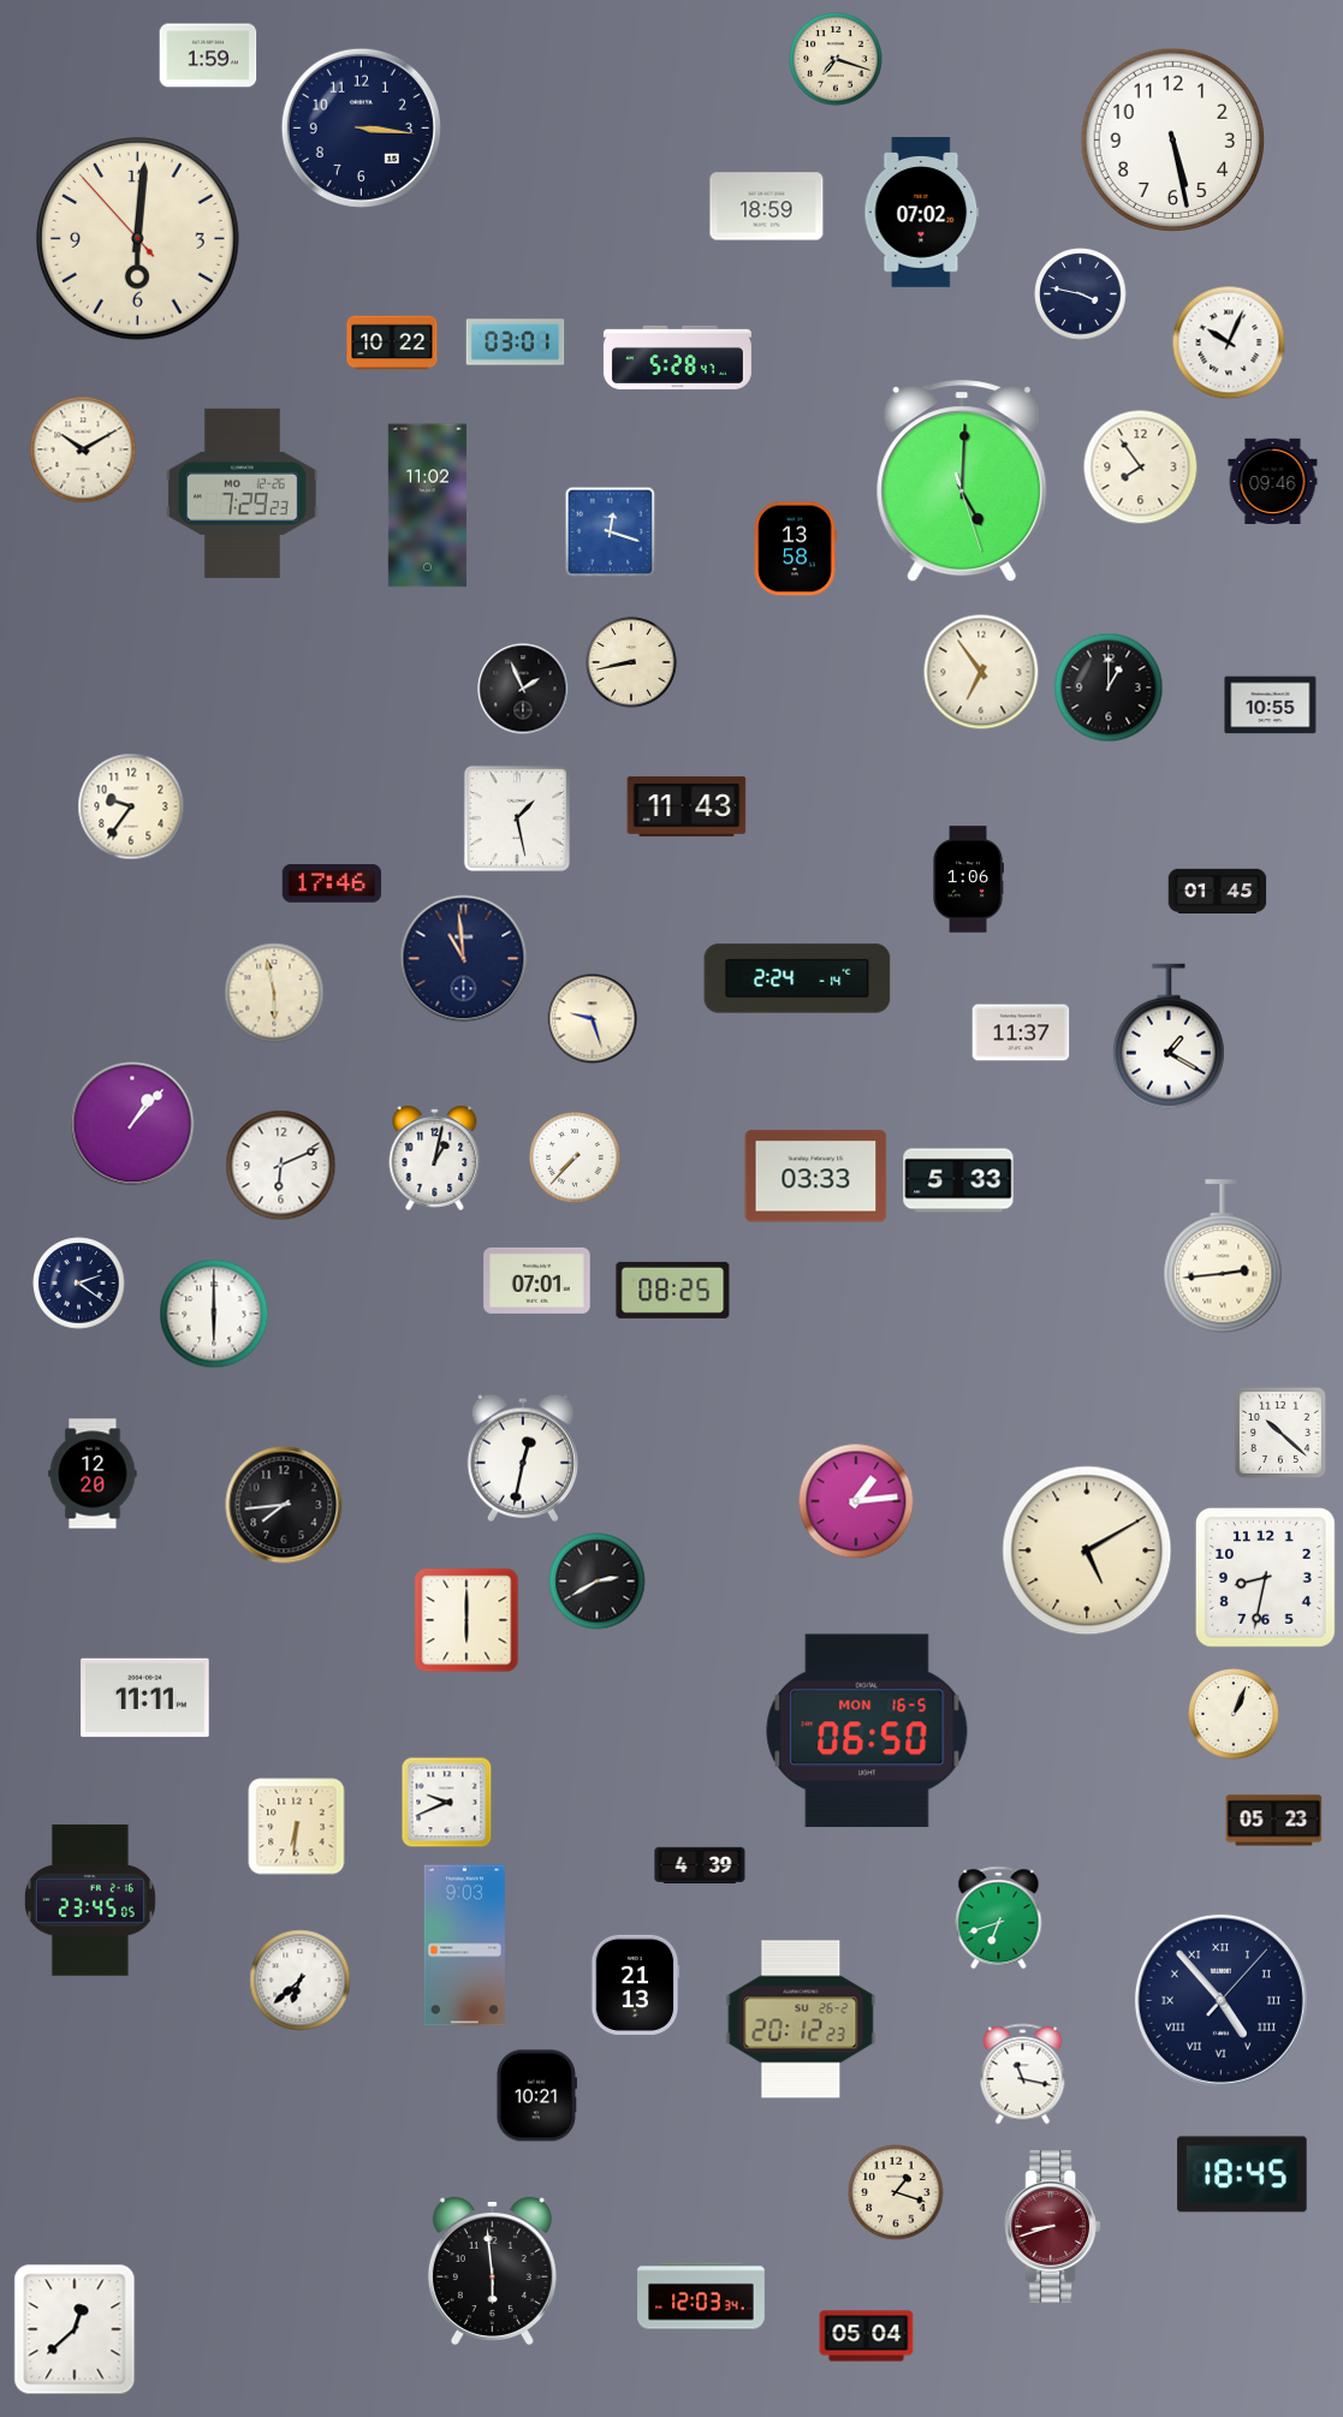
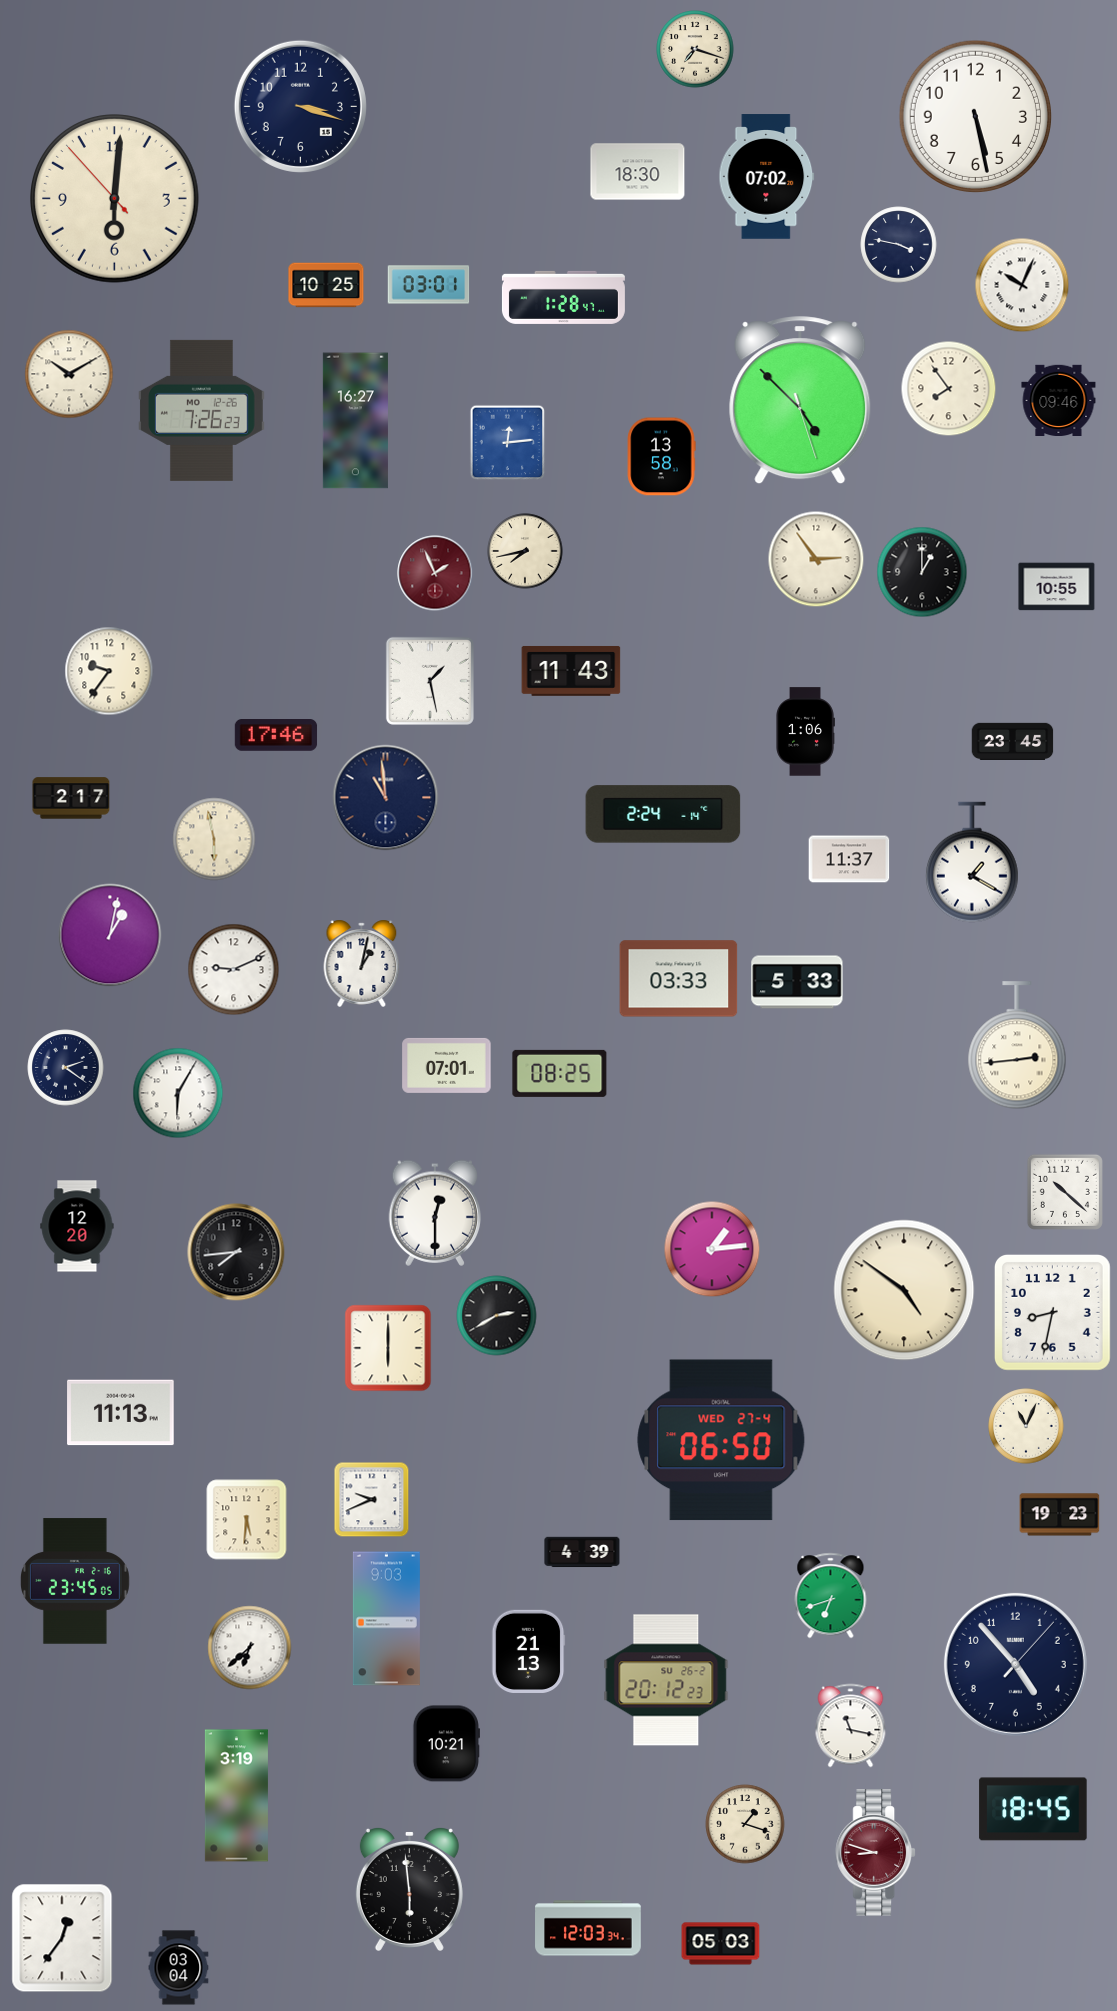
clock at (208, 55): 1:59 -> none
clock at (361, 127): 3:16 -> 3:18
clock at (767, 207): 18:59 -> 18:30
clock at (392, 343): 10:22 -> 10:25
clock at (677, 357): 5:28 -> 1:28
clock at (962, 482): 5:00 -> 4:52
clock at (242, 493): 7:29 -> 7:26
clock at (427, 506): 11:02 -> 16:27
clock at (611, 532): 12:18 -> 12:14
clock at (631, 662): 8:43 -> 7:43
clock at (981, 672): 6:54 -> 2:54
clock at (523, 689) dial: black -> burgundy
clock at (1218, 891): 01:45 -> 23:45
clock at (71, 798): none -> 2:17
clock at (274, 993) position: (274, 993) -> (214, 839)
clock at (593, 1019): 9:27 -> none
clock at (132, 1124): 1:07 -> 1:02
clock at (575, 1157): 7:37 -> none
clock at (281, 1166): 6:11 -> 9:11
clock at (214, 1314): 6:00 -> 6:05
clock at (523, 1458): 12:32 -> 12:30
clock at (1087, 1550): 5:10 -> 4:51
clock at (145, 1698): 11:11 -> 11:13
clock at (1234, 1714): 1:04 -> 11:04
clock at (867, 1731) date: MON 16-5 -> WED 27-4
clock at (1274, 1821): 05:23 -> 19:23
clock at (297, 1827): 6:31 -> 5:31
clock at (1220, 2000) numerals: Roman -> Arabic
clock at (236, 1796): none -> 3:19
clock at (1052, 2227): 8:42 -> 8:48
clock at (701, 2296) position: (701, 2296) -> (588, 1928)
clock at (75, 2329): 12:38 -> 12:36
clock at (867, 2336): 05:04 -> 05:03
clock at (179, 1968): none -> 03:04
